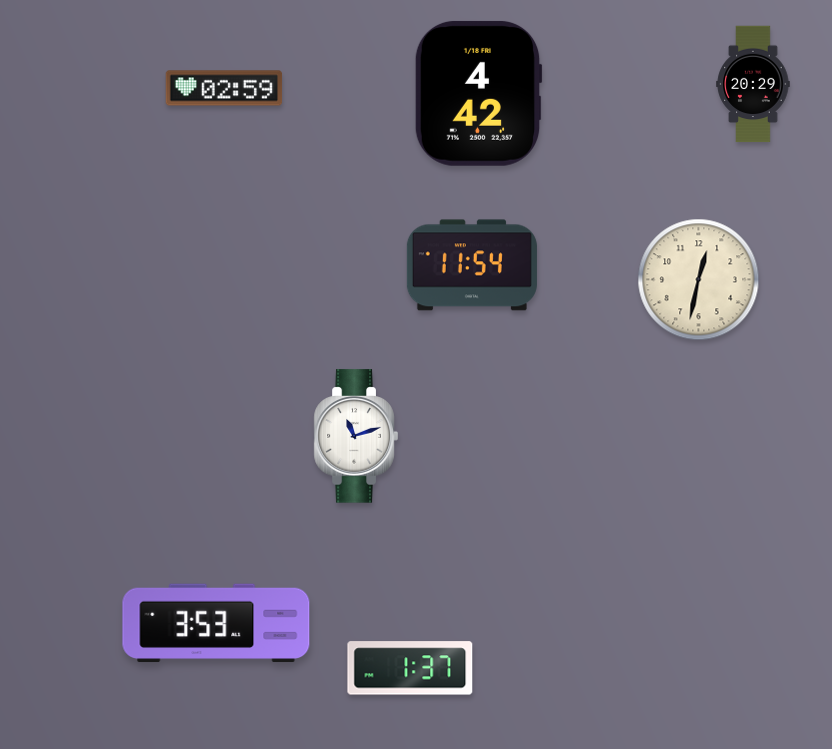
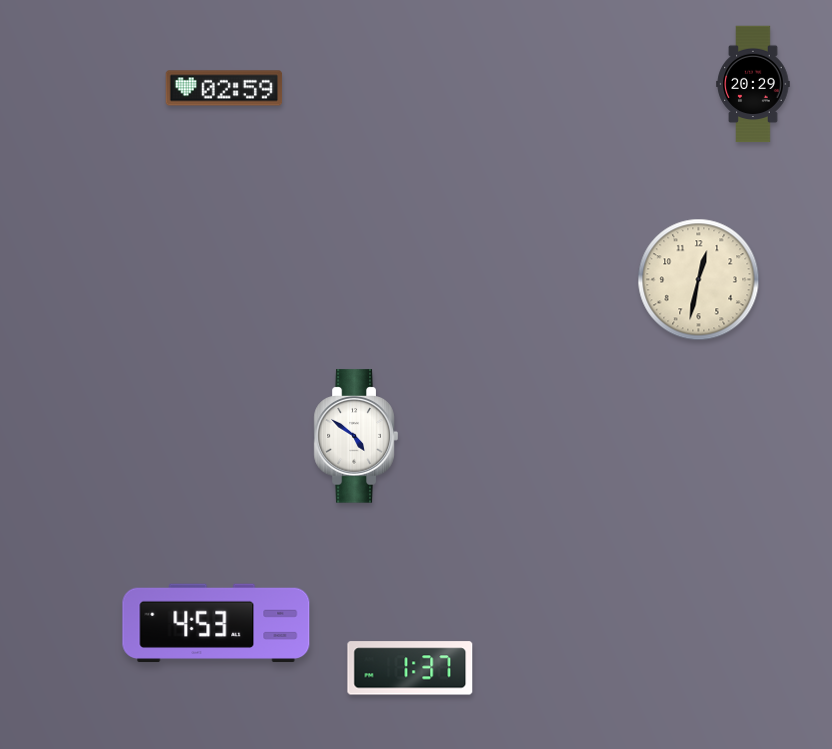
clock at (478, 93): 4:42 -> none
clock at (472, 265): 11:54 -> none
clock at (356, 436): 11:12 -> 4:51
clock at (216, 623): 3:53 -> 4:53
